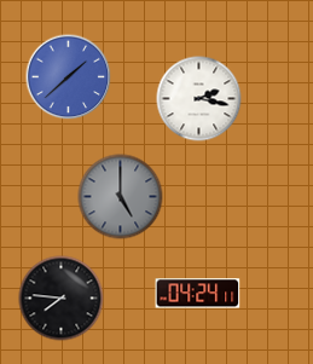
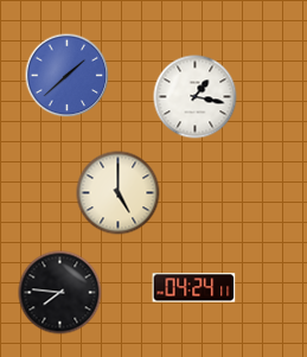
clock at (199, 99): 2:17 -> 1:17
clock at (121, 197) dial: grey -> cream
